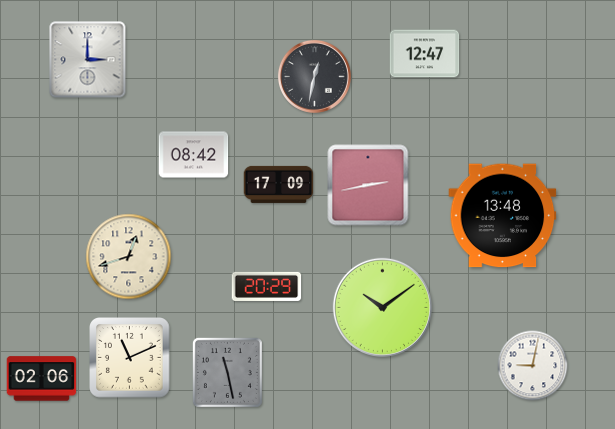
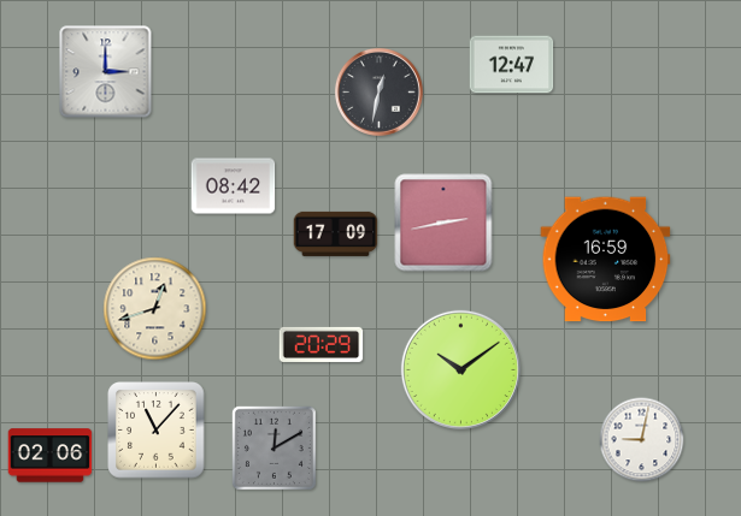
clock at (279, 184) position: (279, 184) -> (336, 233)
clock at (503, 216): 13:48 -> 16:59
clock at (130, 358): 11:11 -> 11:07
clock at (227, 372): 11:28 -> 12:10
